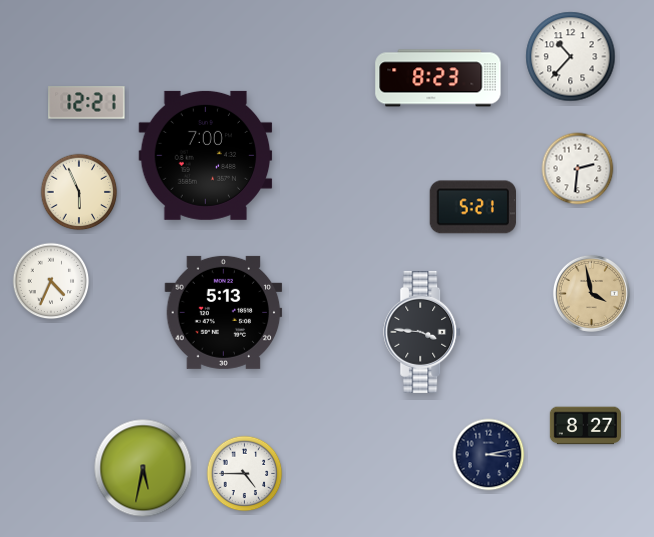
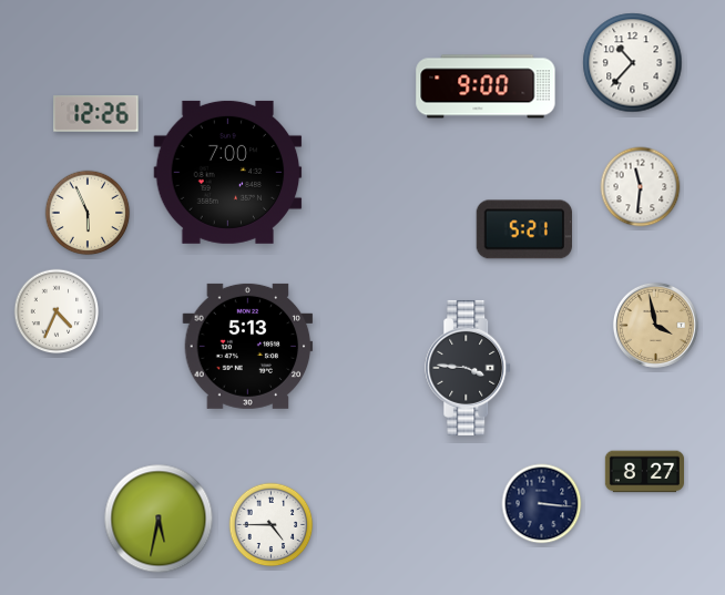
clock at (438, 78): 8:23 -> 9:00
clock at (87, 103): 12:21 -> 12:26
clock at (578, 169): 2:31 -> 11:31
clock at (585, 426) position: (585, 426) -> (644, 472)
clock at (489, 455): 3:13 -> 3:16
